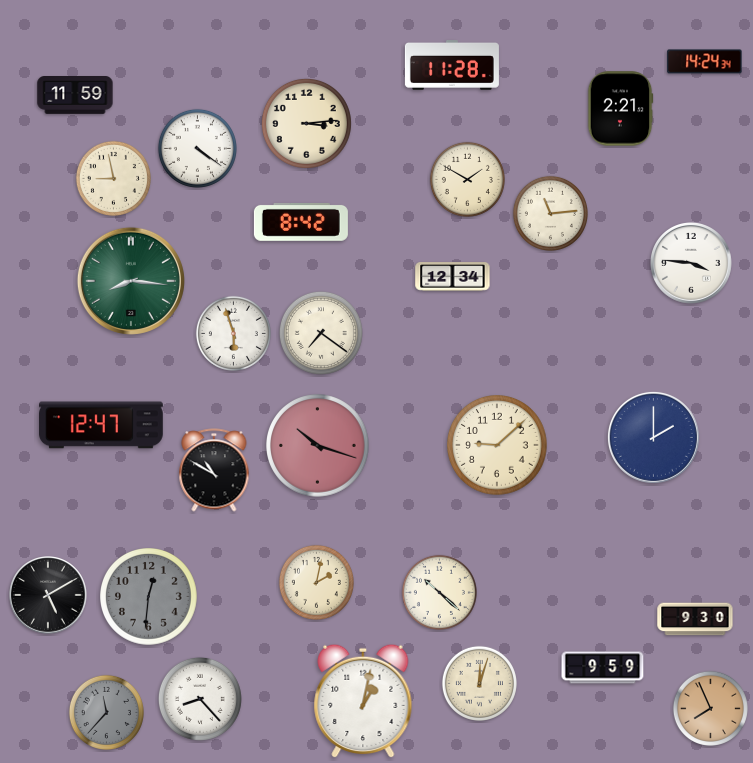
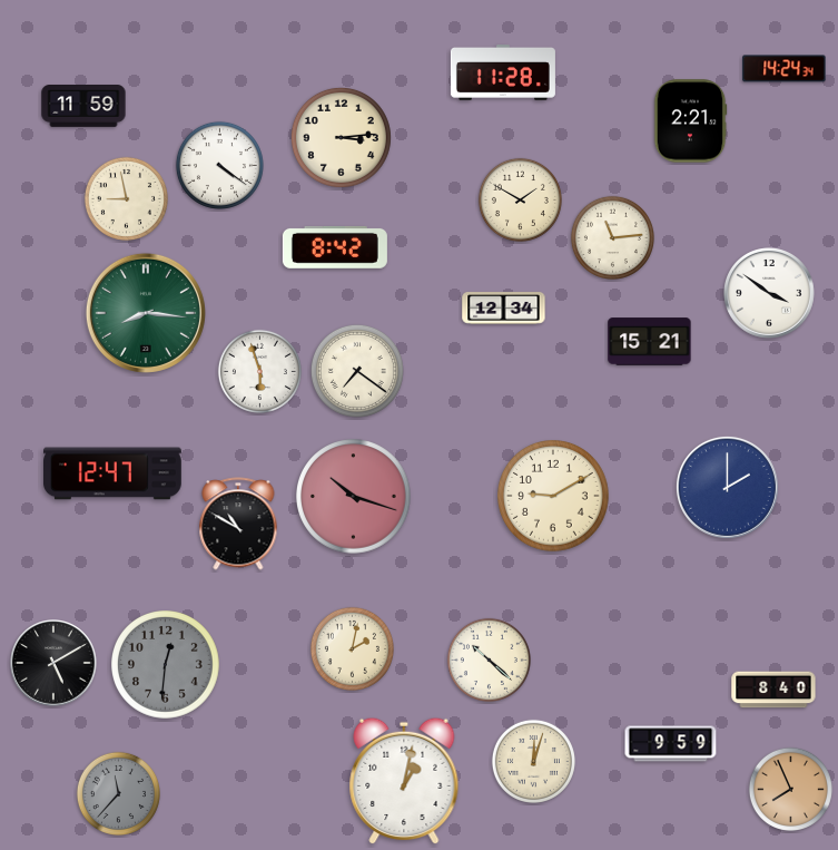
clock at (692, 264): 3:46 -> 3:51
clock at (650, 342): none -> 15:21
clock at (498, 446): 9:08 -> 9:10
clock at (695, 619): 9:30 -> 8:40
clock at (200, 699): 8:23 -> none
